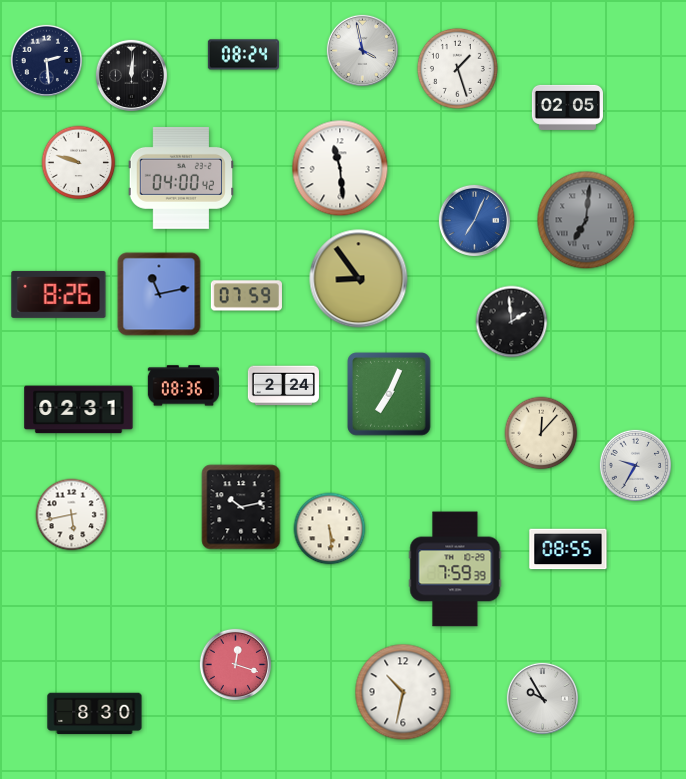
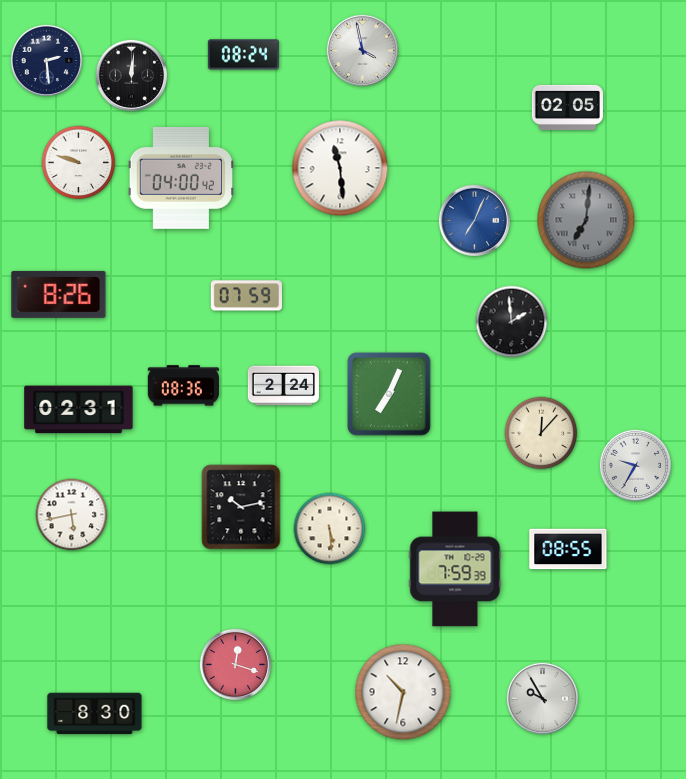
clock at (457, 68): 1:27 -> none
clock at (359, 279): 8:54 -> none
clock at (159, 294): 11:13 -> none
